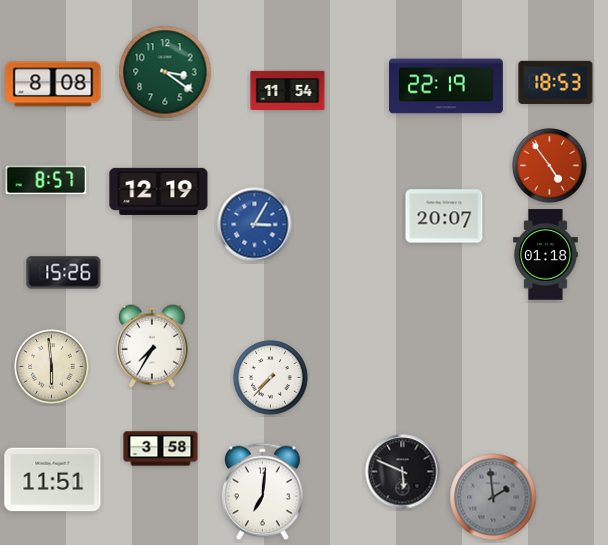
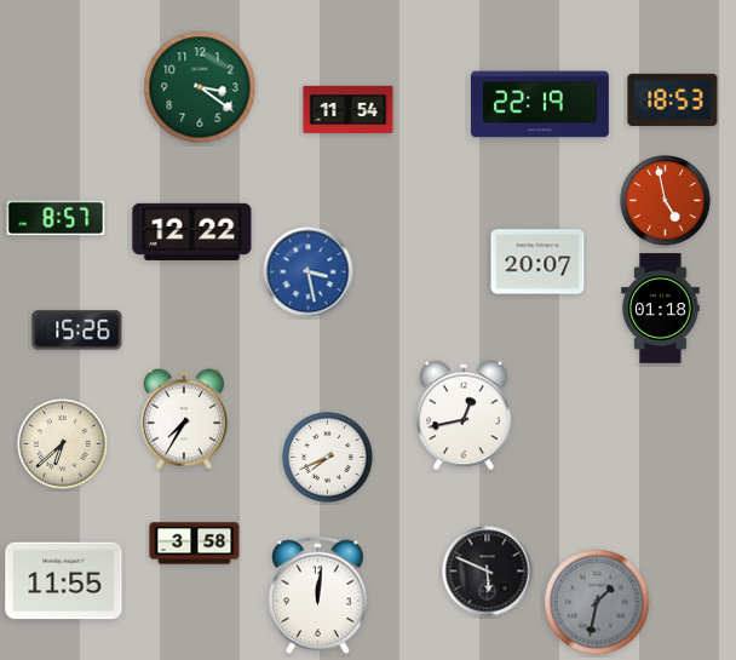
clock at (53, 84): 8:08 -> none
clock at (550, 166): 4:54 -> 4:58
clock at (159, 191): 12:19 -> 12:22
clock at (255, 225): 3:05 -> 3:28
clock at (464, 415): none -> 12:43
clock at (52, 367): 5:59 -> 6:38
clock at (271, 378): 7:37 -> 7:41
clock at (53, 480): 11:51 -> 11:55
clock at (263, 492): 7:01 -> 12:01
clock at (493, 497): 1:59 -> 1:32
